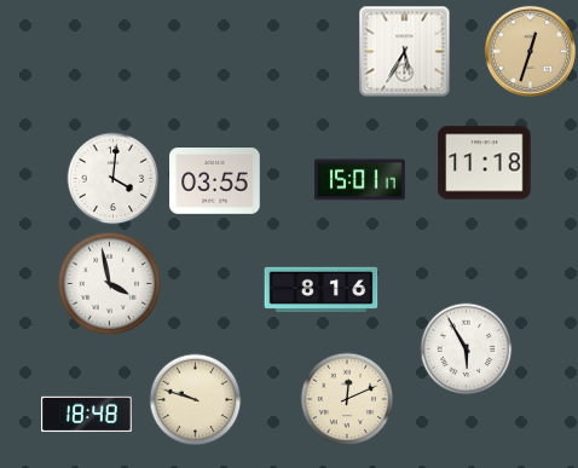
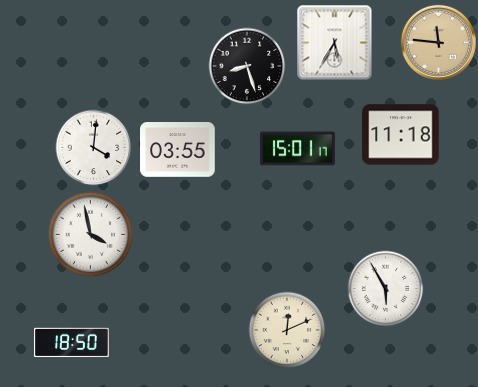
clock at (530, 51): 12:33 -> 11:46
clock at (247, 66): none -> 8:27
clock at (322, 289): 8:16 -> none
clock at (196, 400): 9:48 -> none
clock at (87, 415): 18:48 -> 18:50
